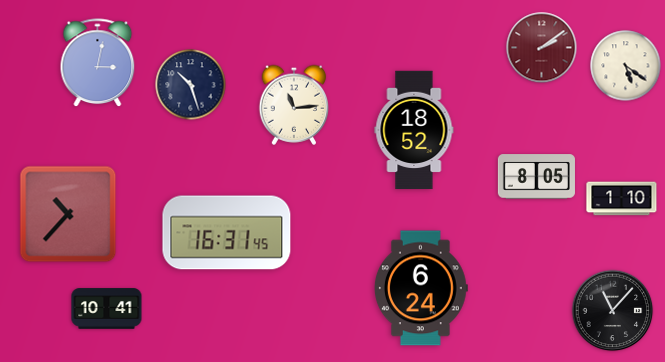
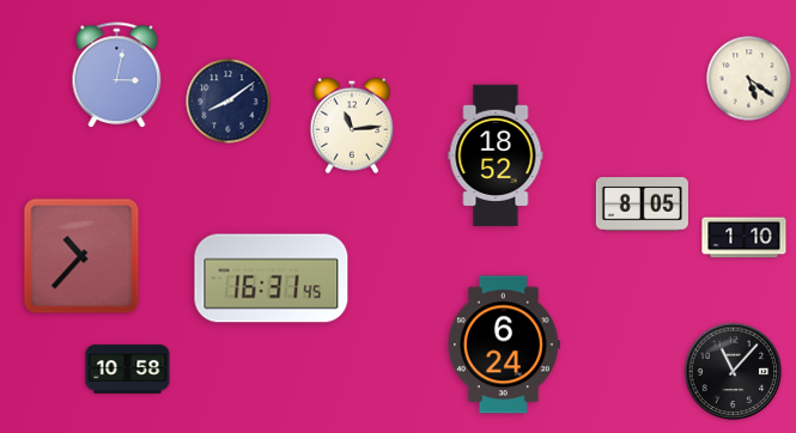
clock at (542, 48): 2:09 -> none
clock at (191, 85): 10:27 -> 8:09
clock at (536, 177) position: (536, 177) -> (642, 205)
clock at (107, 309): 10:41 -> 10:58
